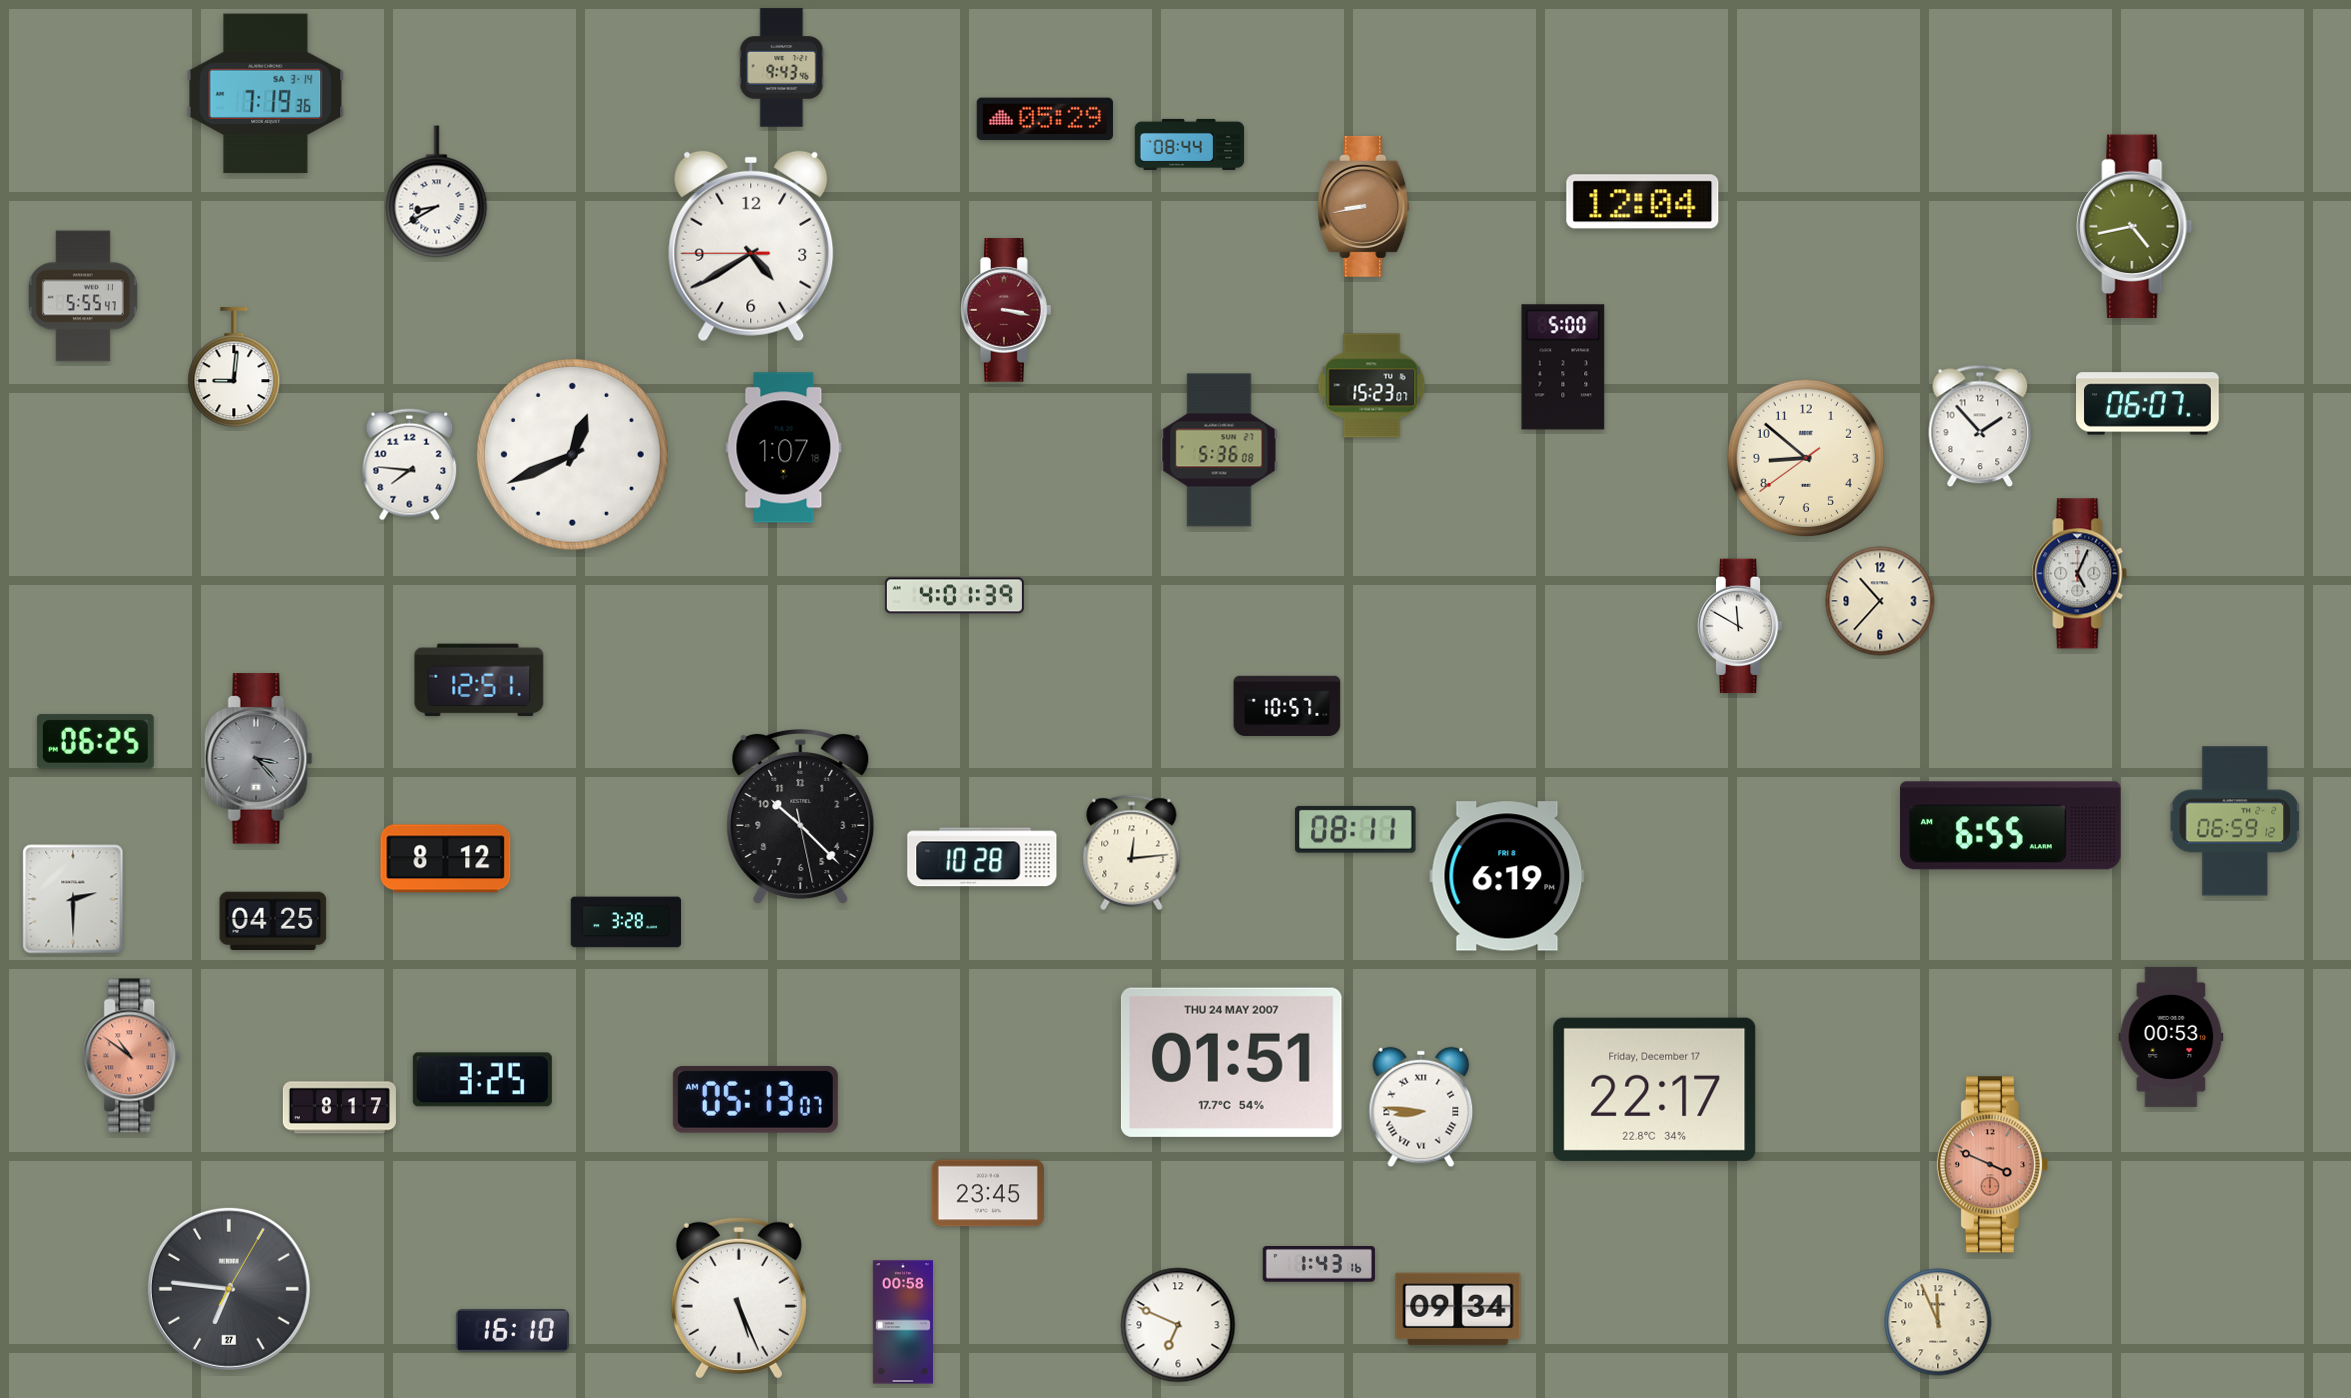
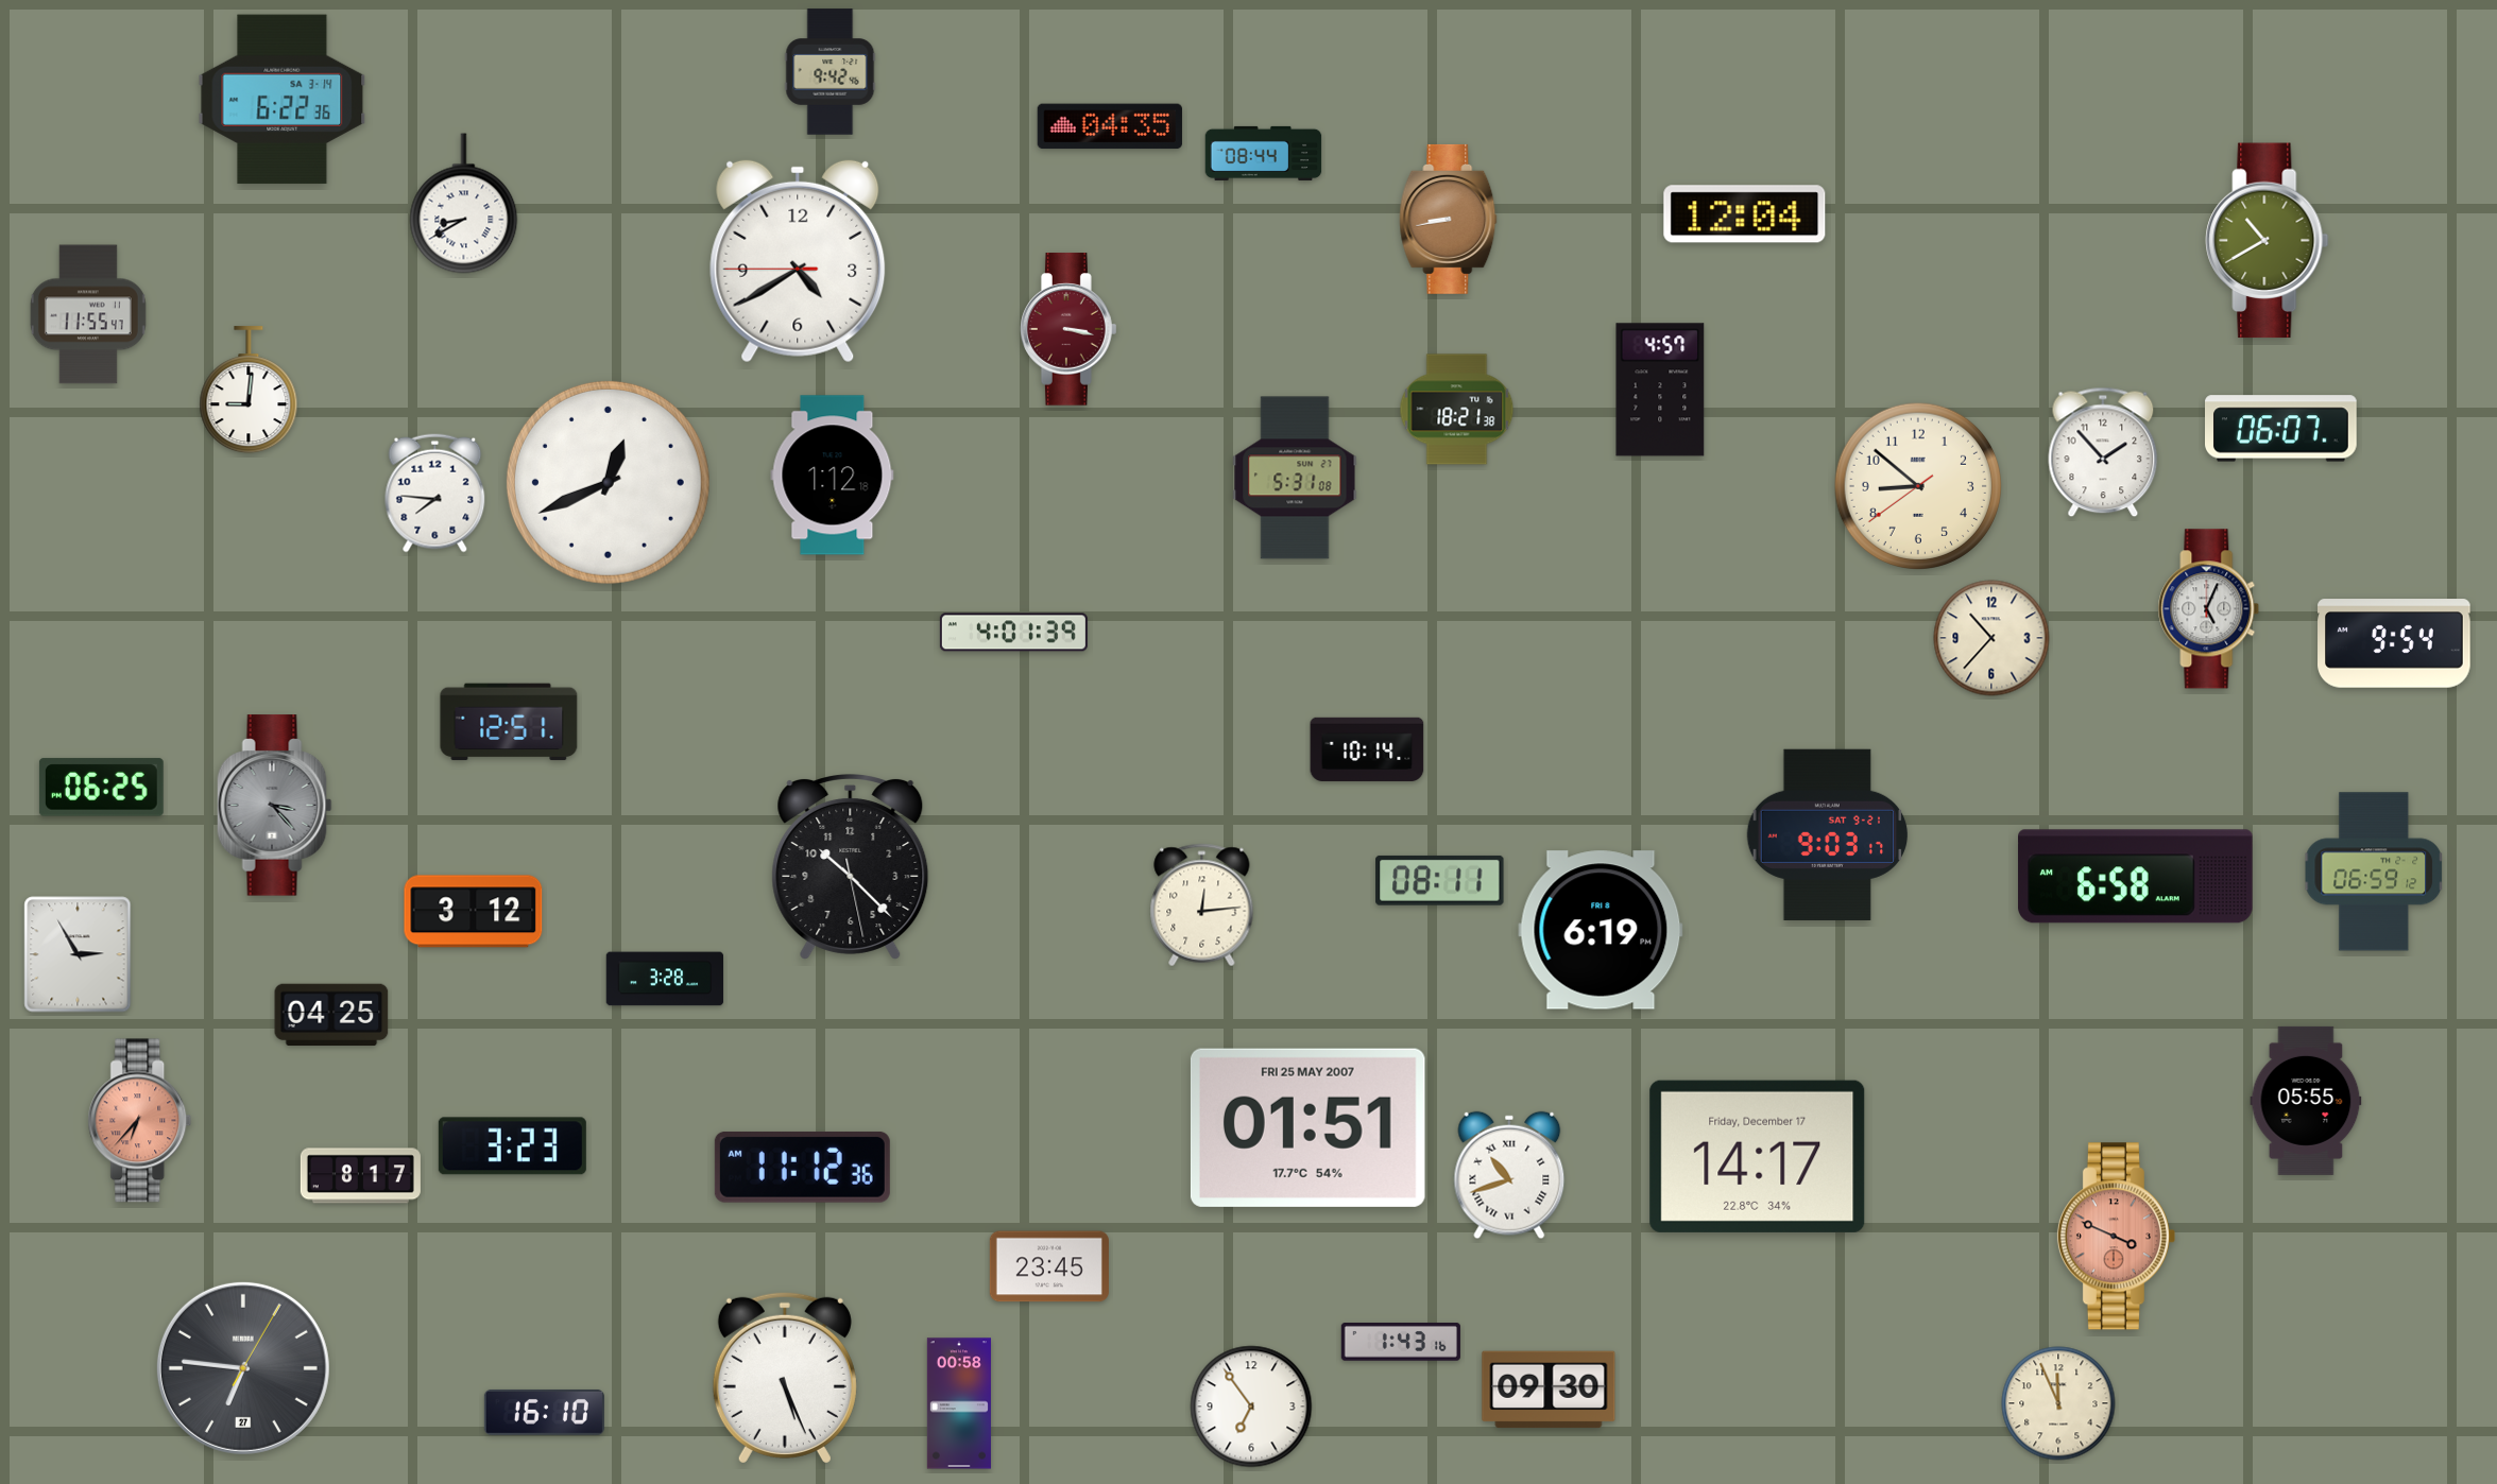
clock at (782, 68): 9:43 -> 9:42
clock at (266, 94): 7:19 -> 6:22
clock at (1045, 119): 05:29 -> 04:35
clock at (2135, 227): 4:43 -> 10:40
clock at (83, 296): 5:55 -> 11:55
clock at (1563, 367): 5:00 -> 4:57
clock at (1372, 386): 15:23 -> 18:21
clock at (784, 448): 1:07 -> 1:12
clock at (1219, 450): 5:36 -> 5:31
clock at (1880, 601) position: (1880, 601) -> (1991, 638)
clock at (2394, 643): none -> 9:54
clock at (1740, 626): 11:50 -> none
clock at (1287, 706): 10:57 -> 10:14
clock at (1828, 834): none -> 9:03
clock at (2011, 826): 6:55 -> 6:58
clock at (982, 857): 10:28 -> none
clock at (446, 859): 8:12 -> 3:12
clock at (73, 899): 2:30 -> 2:55
clock at (273, 920) position: (273, 920) -> (331, 1014)
clock at (2171, 1037): 00:53 -> 05:55
clock at (132, 1056): 10:51 -> 6:37
clock at (1231, 1062) date: THU 24 MAY 2007 -> FRI 25 MAY 2007
clock at (482, 1080): 3:25 -> 3:23
clock at (1655, 1089): 22:17 -> 14:17
clock at (755, 1099): 05:13 -> 11:12
clock at (1421, 1107): 8:46 -> 10:42
clock at (1458, 1309): 09:34 -> 09:30
clock at (1178, 1325): 6:49 -> 6:54
